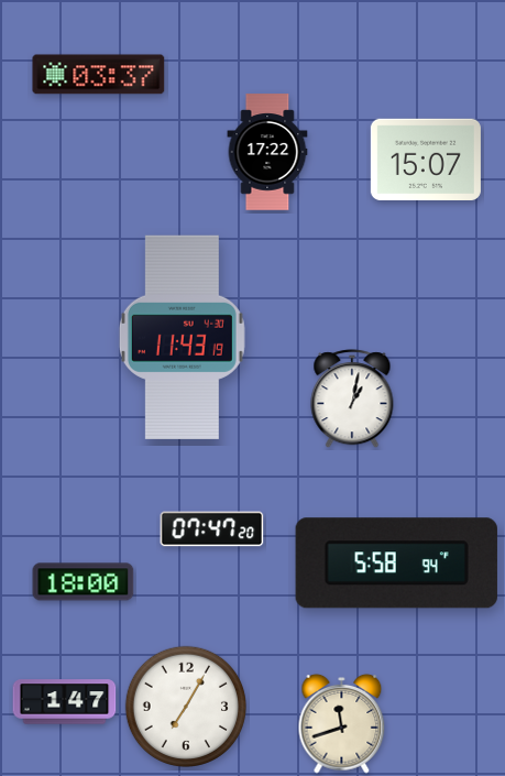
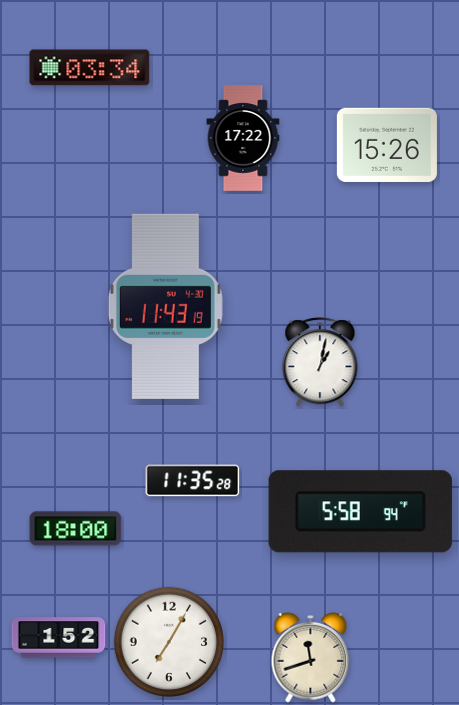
clock at (99, 75): 03:37 -> 03:34
clock at (426, 160): 15:07 -> 15:26
clock at (212, 529): 07:47 -> 11:35
clock at (65, 702): 1:47 -> 1:52
